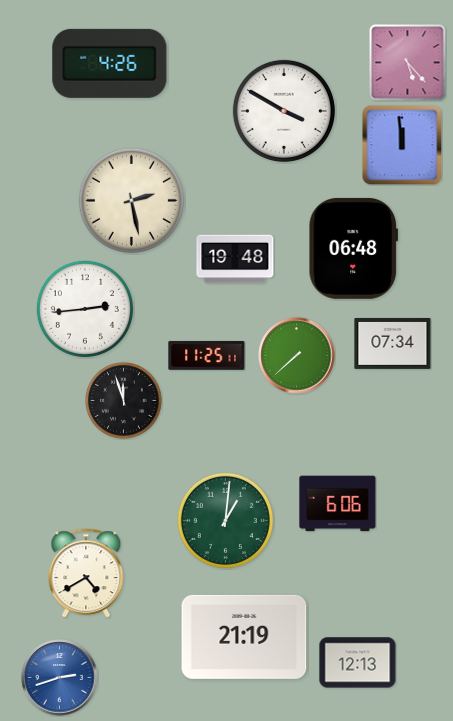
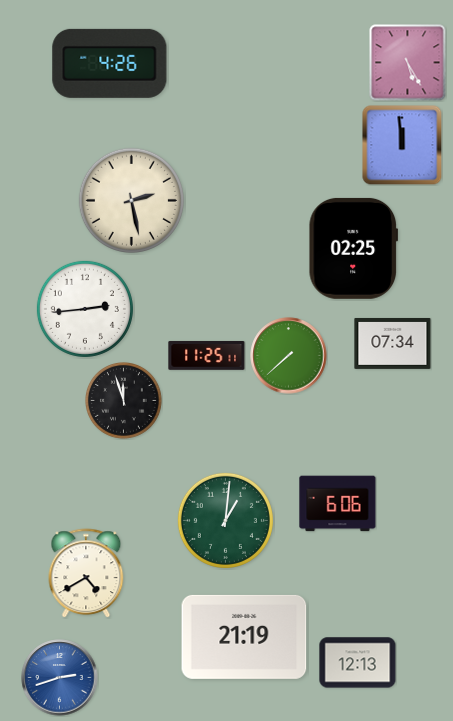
clock at (408, 63): 5:23 -> 5:25
clock at (284, 111): 3:50 -> none
clock at (353, 248): 06:48 -> 02:25
clock at (235, 259): 19:48 -> none
clock at (297, 356) position: (297, 356) -> (289, 356)
